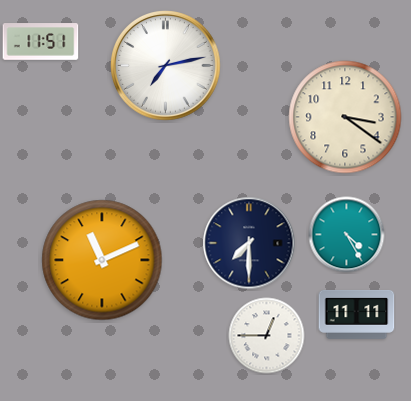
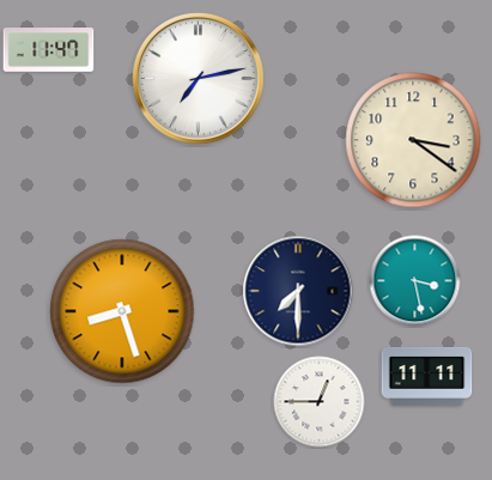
clock at (41, 42): 11:51 -> 11:47
clock at (347, 235): 4:25 -> 3:28
clock at (102, 260): 11:11 -> 8:27
